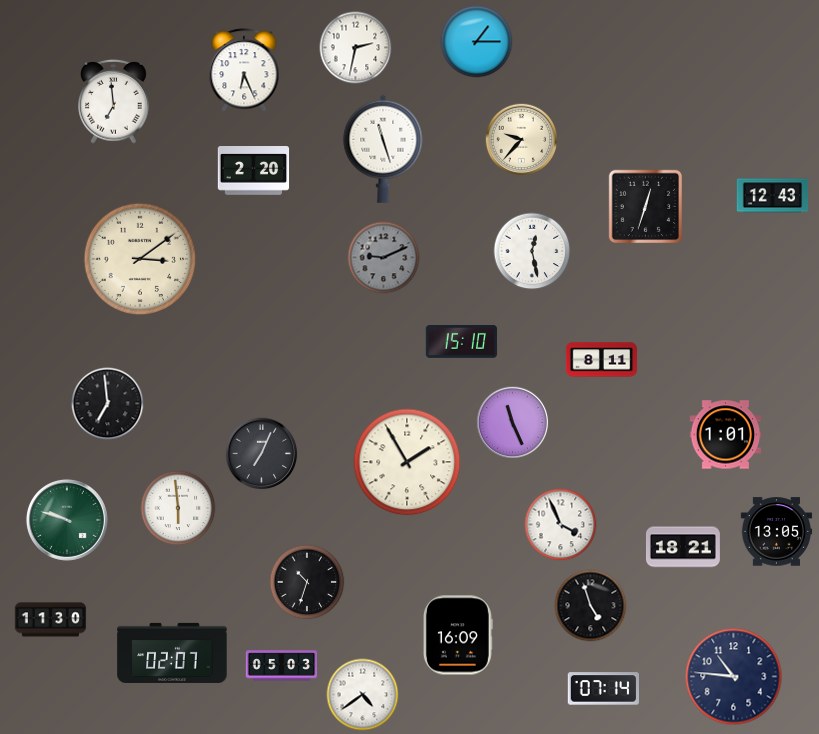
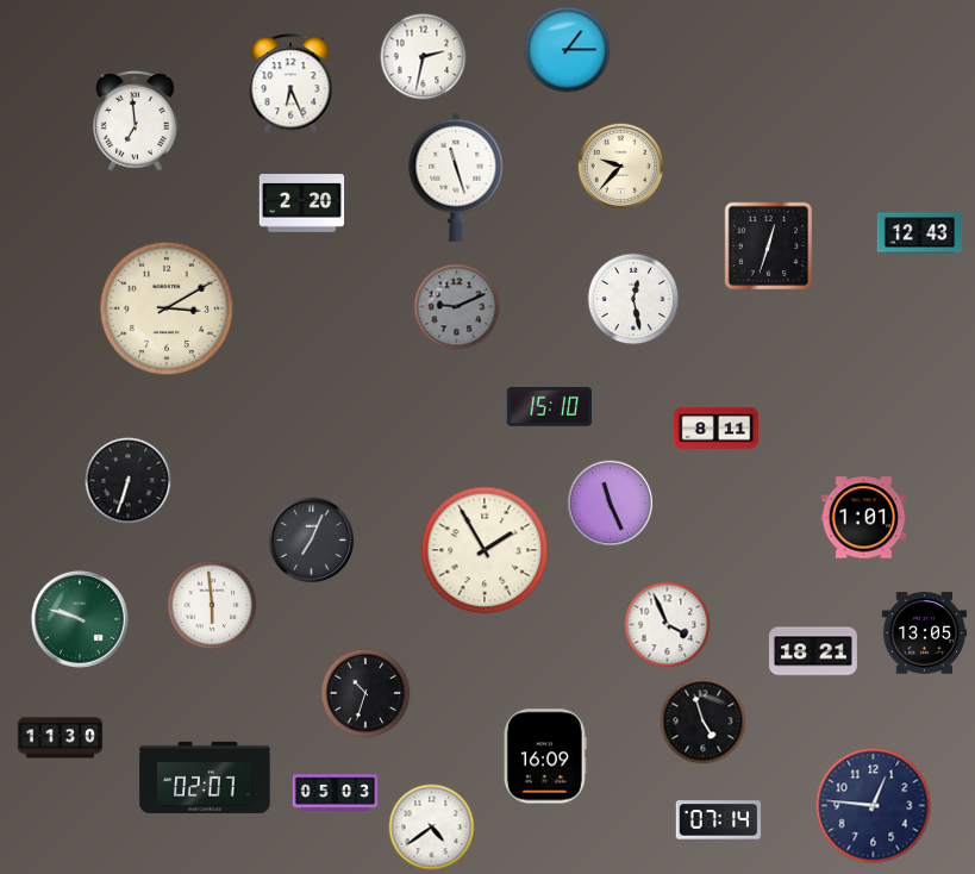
clock at (139, 258): 3:09 -> 3:10
clock at (108, 404): 6:59 -> 6:33
clock at (734, 677): 10:46 -> 12:46
